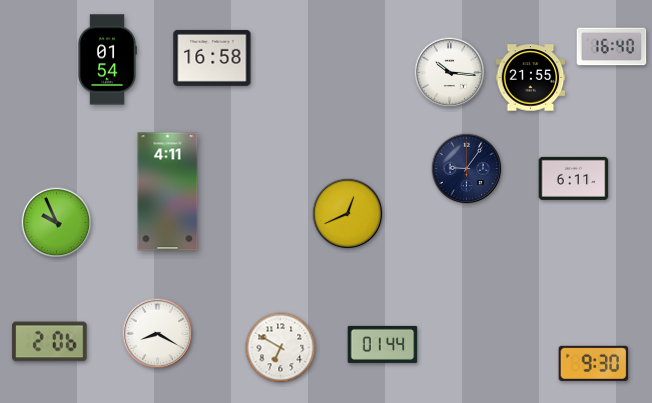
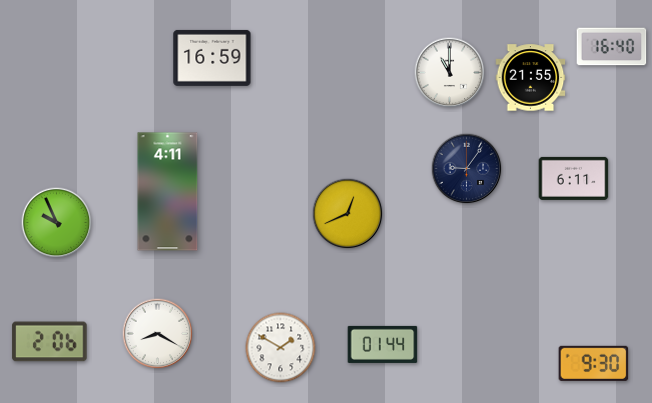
clock at (212, 58): 16:58 -> 16:59
clock at (107, 60): 01:54 -> none
clock at (450, 73): 10:16 -> 11:00
clock at (281, 348): 6:50 -> 1:50
